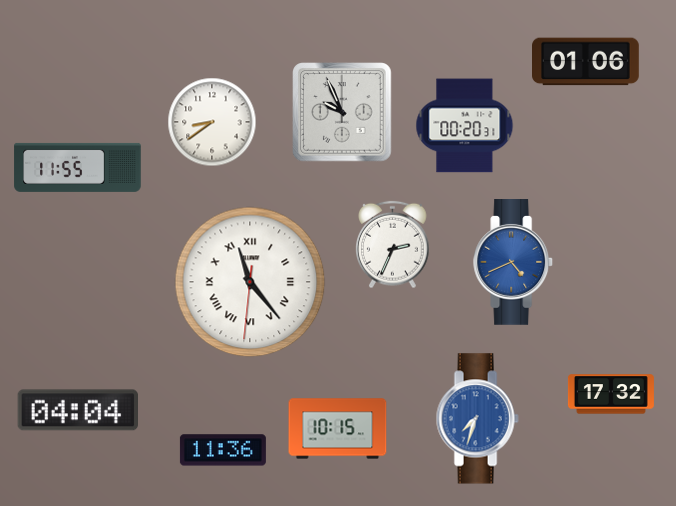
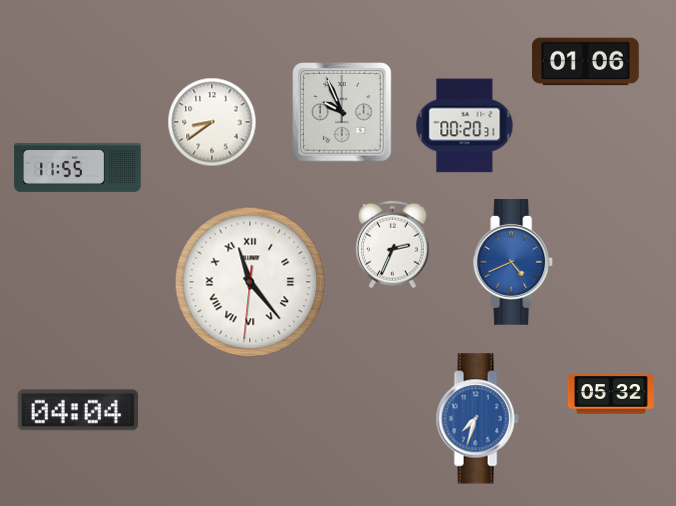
clock at (611, 394): 17:32 -> 05:32
clock at (338, 429): 10:15 -> none
clock at (223, 450): 11:36 -> none
